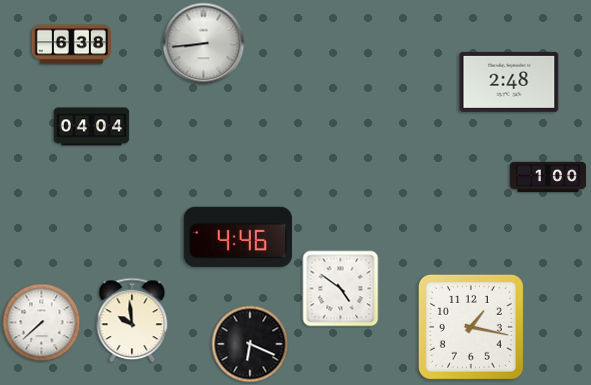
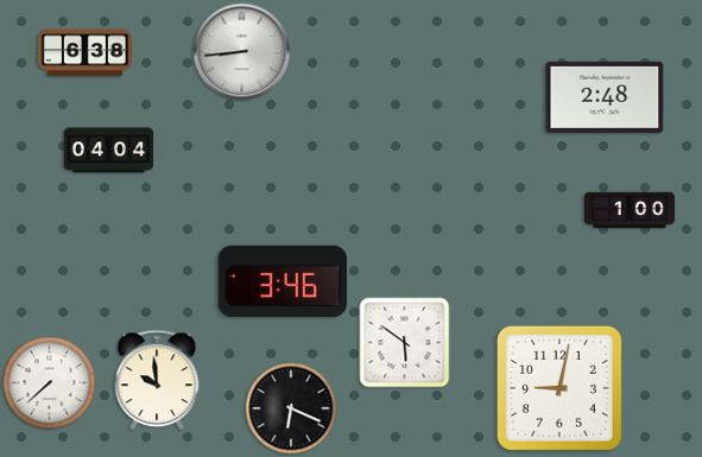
clock at (548, 177) position: (548, 177) -> (630, 210)
clock at (238, 237): 4:46 -> 3:46
clock at (341, 289): 4:51 -> 5:51
clock at (471, 327): 1:17 -> 9:02
clock at (250, 344) position: (250, 344) -> (291, 408)
